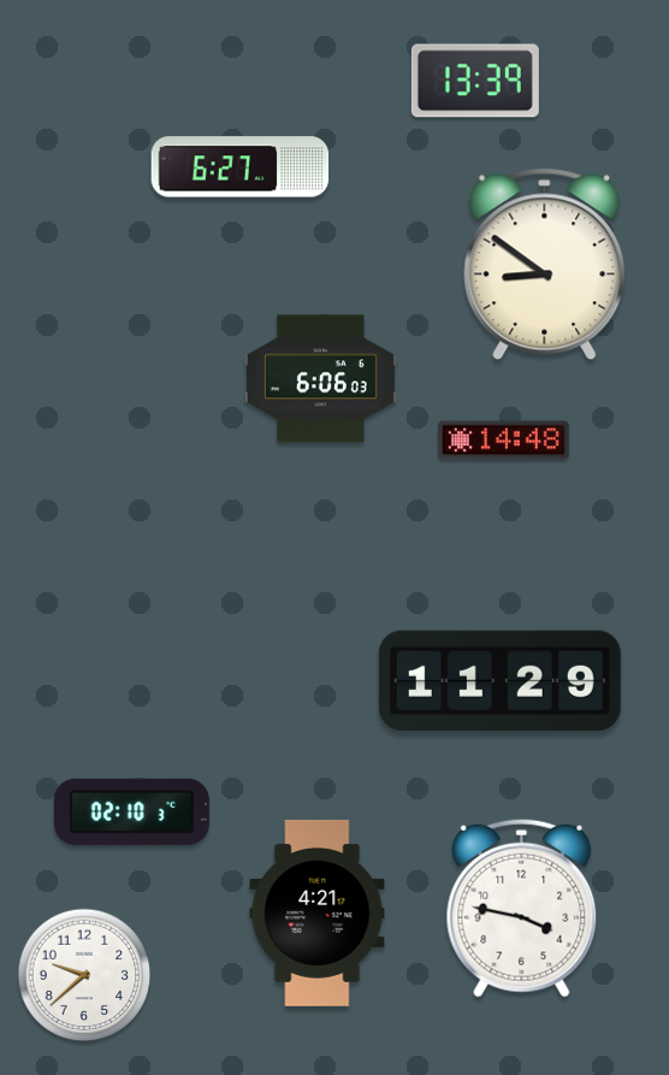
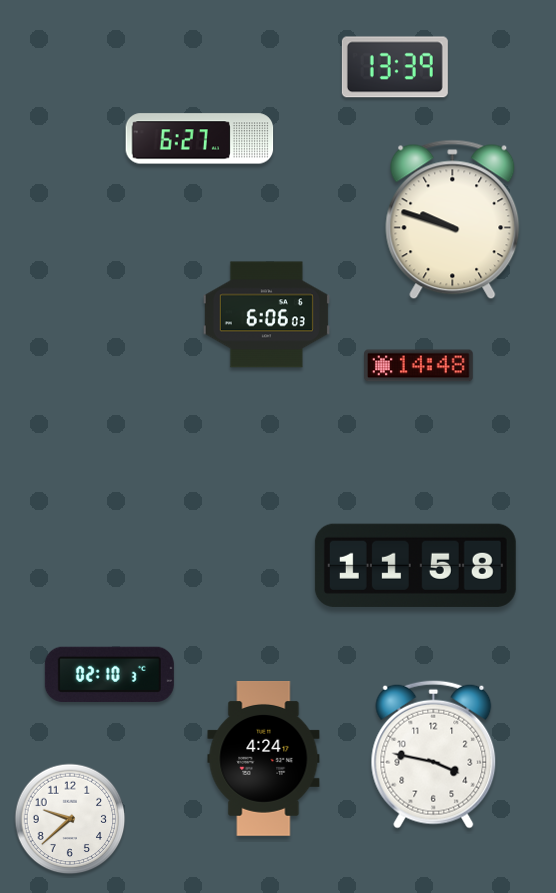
clock at (545, 265): 8:51 -> 9:48
clock at (499, 680): 11:29 -> 11:58
clock at (318, 914): 4:21 -> 4:24
clock at (84, 975) position: (84, 975) -> (70, 819)
